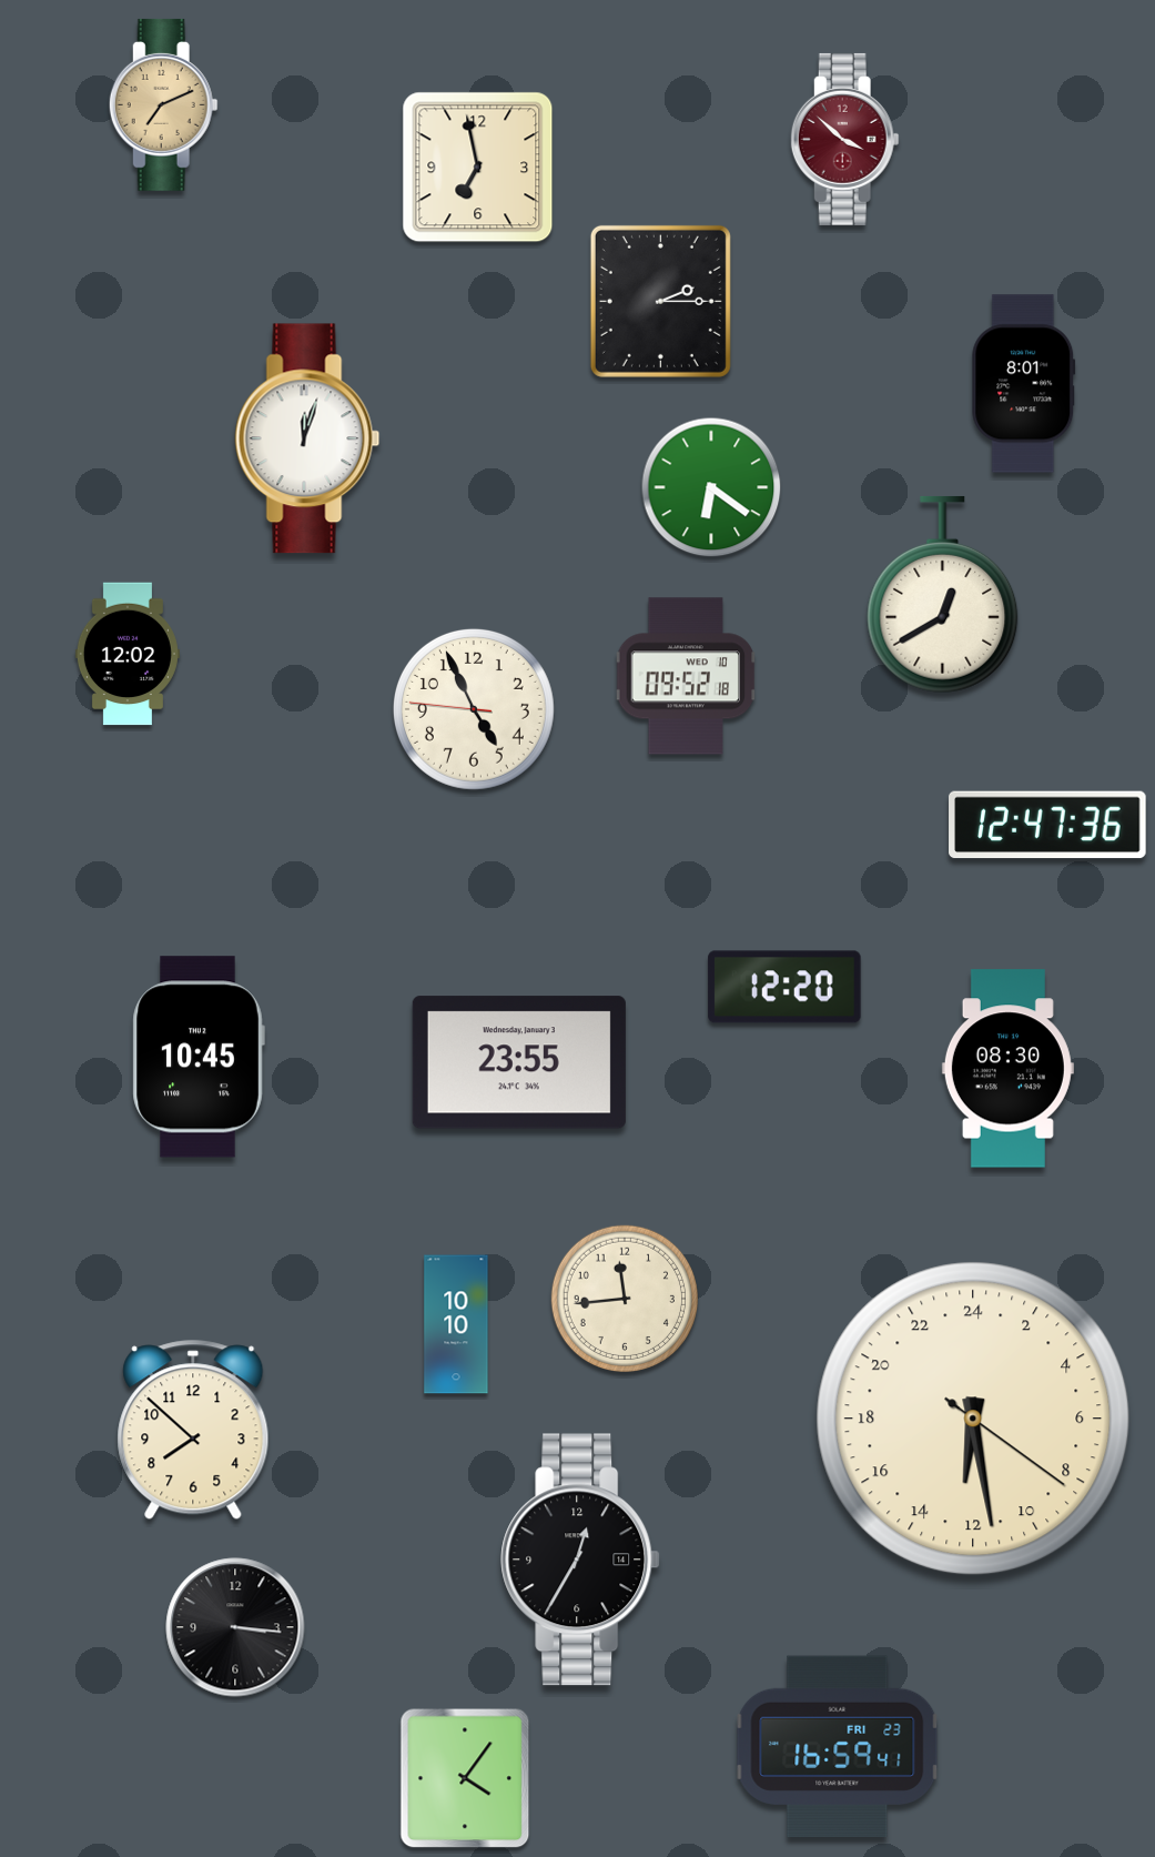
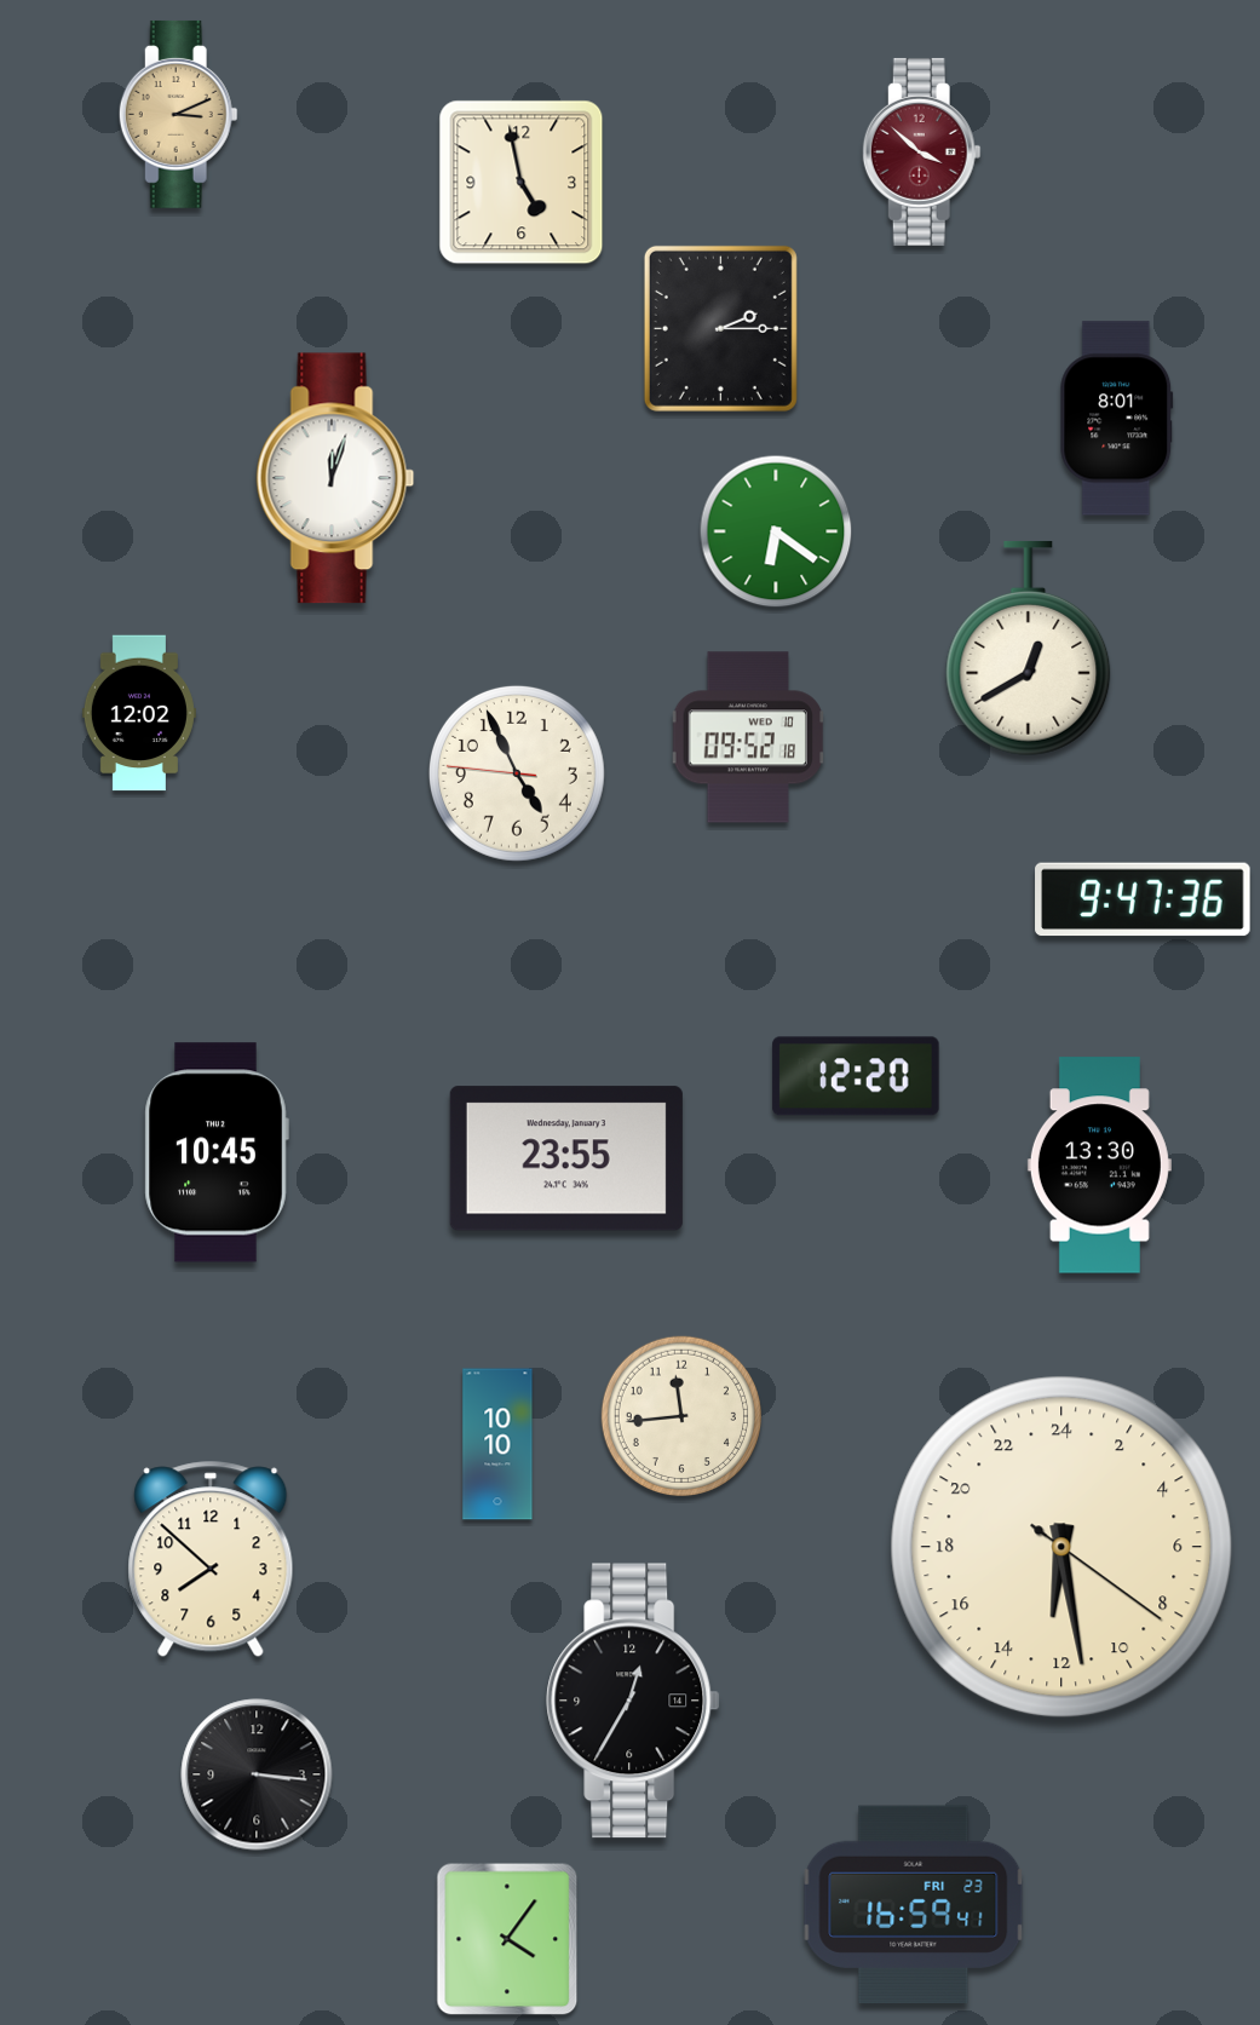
clock at (163, 104): 7:11 -> 3:11
clock at (478, 168): 6:58 -> 4:58
clock at (1047, 825): 12:47 -> 9:47
clock at (1007, 1069): 08:30 -> 13:30
